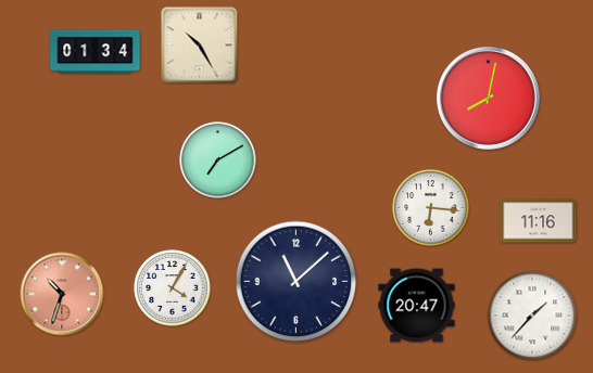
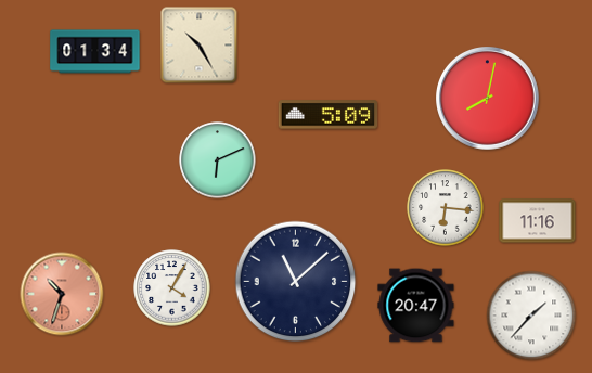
clock at (329, 115): none -> 5:09
clock at (218, 160): 7:10 -> 6:11
clock at (431, 208) position: (431, 208) -> (446, 208)
